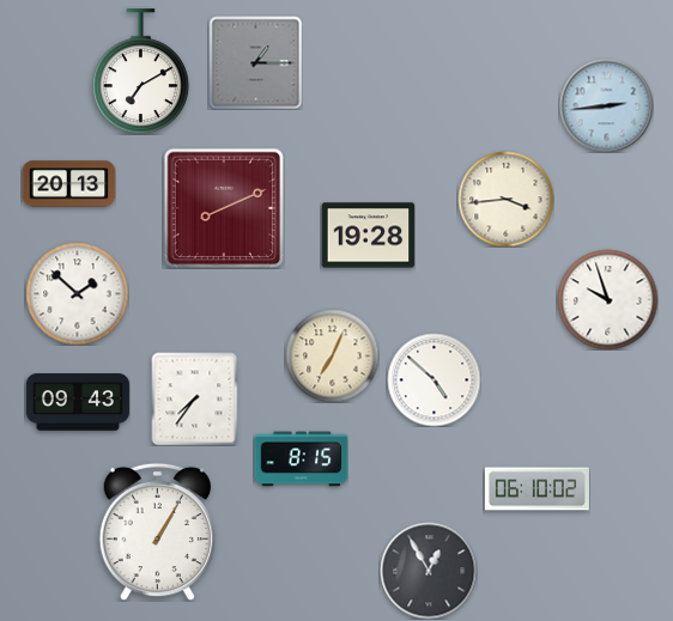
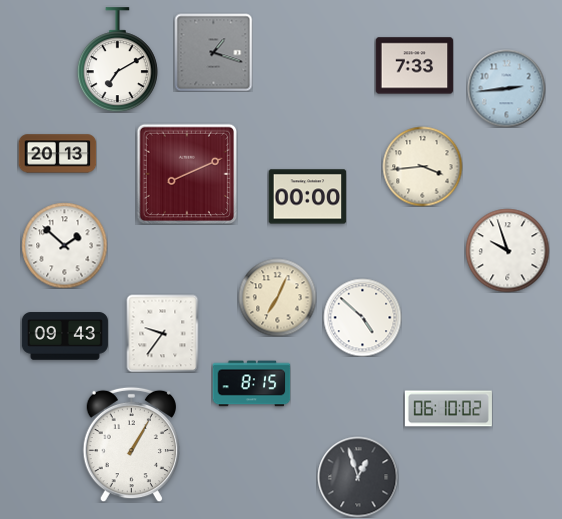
clock at (255, 62): 1:15 -> 1:18
clock at (414, 66): none -> 7:33
clock at (368, 236): 19:28 -> 00:00
clock at (195, 398): 7:36 -> 9:36
clock at (429, 571): 12:55 -> 12:57
